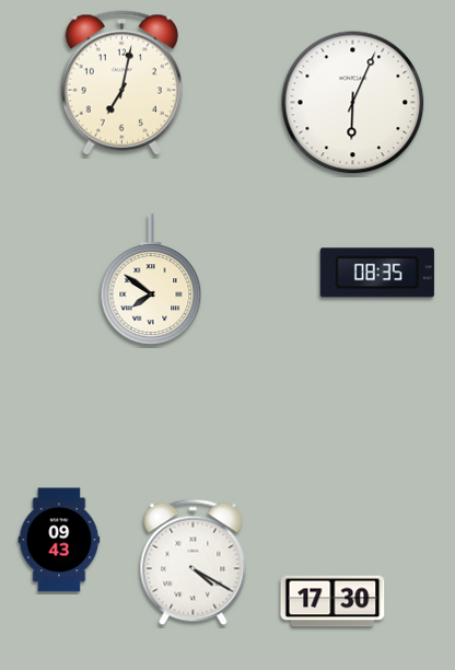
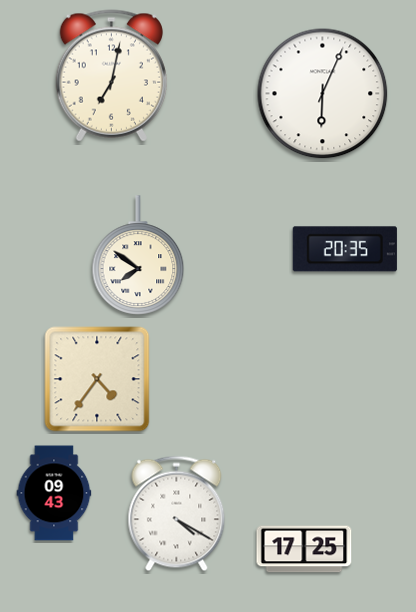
clock at (377, 273): 08:35 -> 20:35
clock at (97, 379): none -> 4:36
clock at (332, 601): 17:30 -> 17:25
